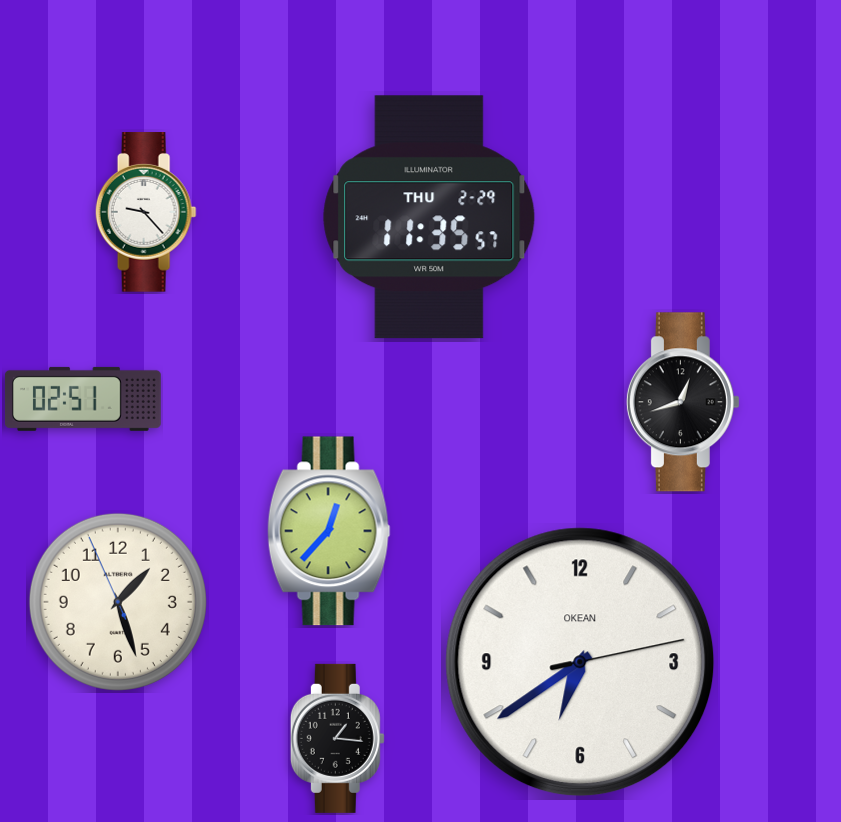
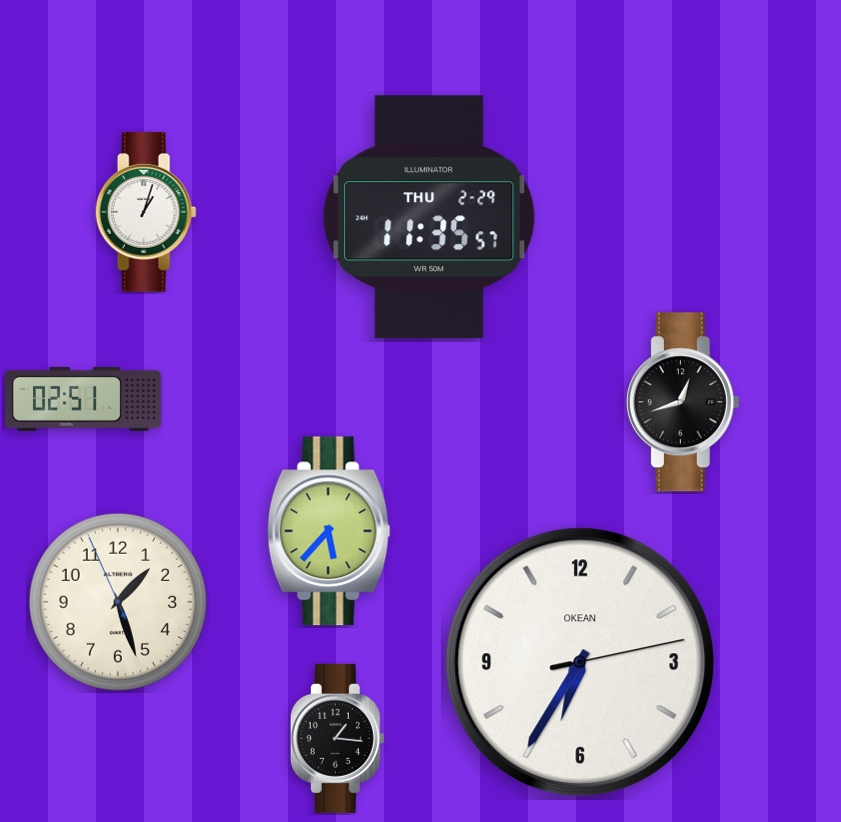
clock at (146, 212): 9:23 -> 1:03
clock at (329, 531): 12:37 -> 5:37
clock at (580, 662): 6:39 -> 6:35
